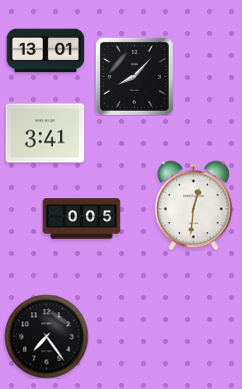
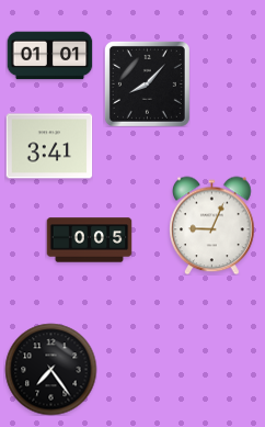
clock at (45, 51): 13:01 -> 01:01
clock at (194, 205): 12:31 -> 9:04
